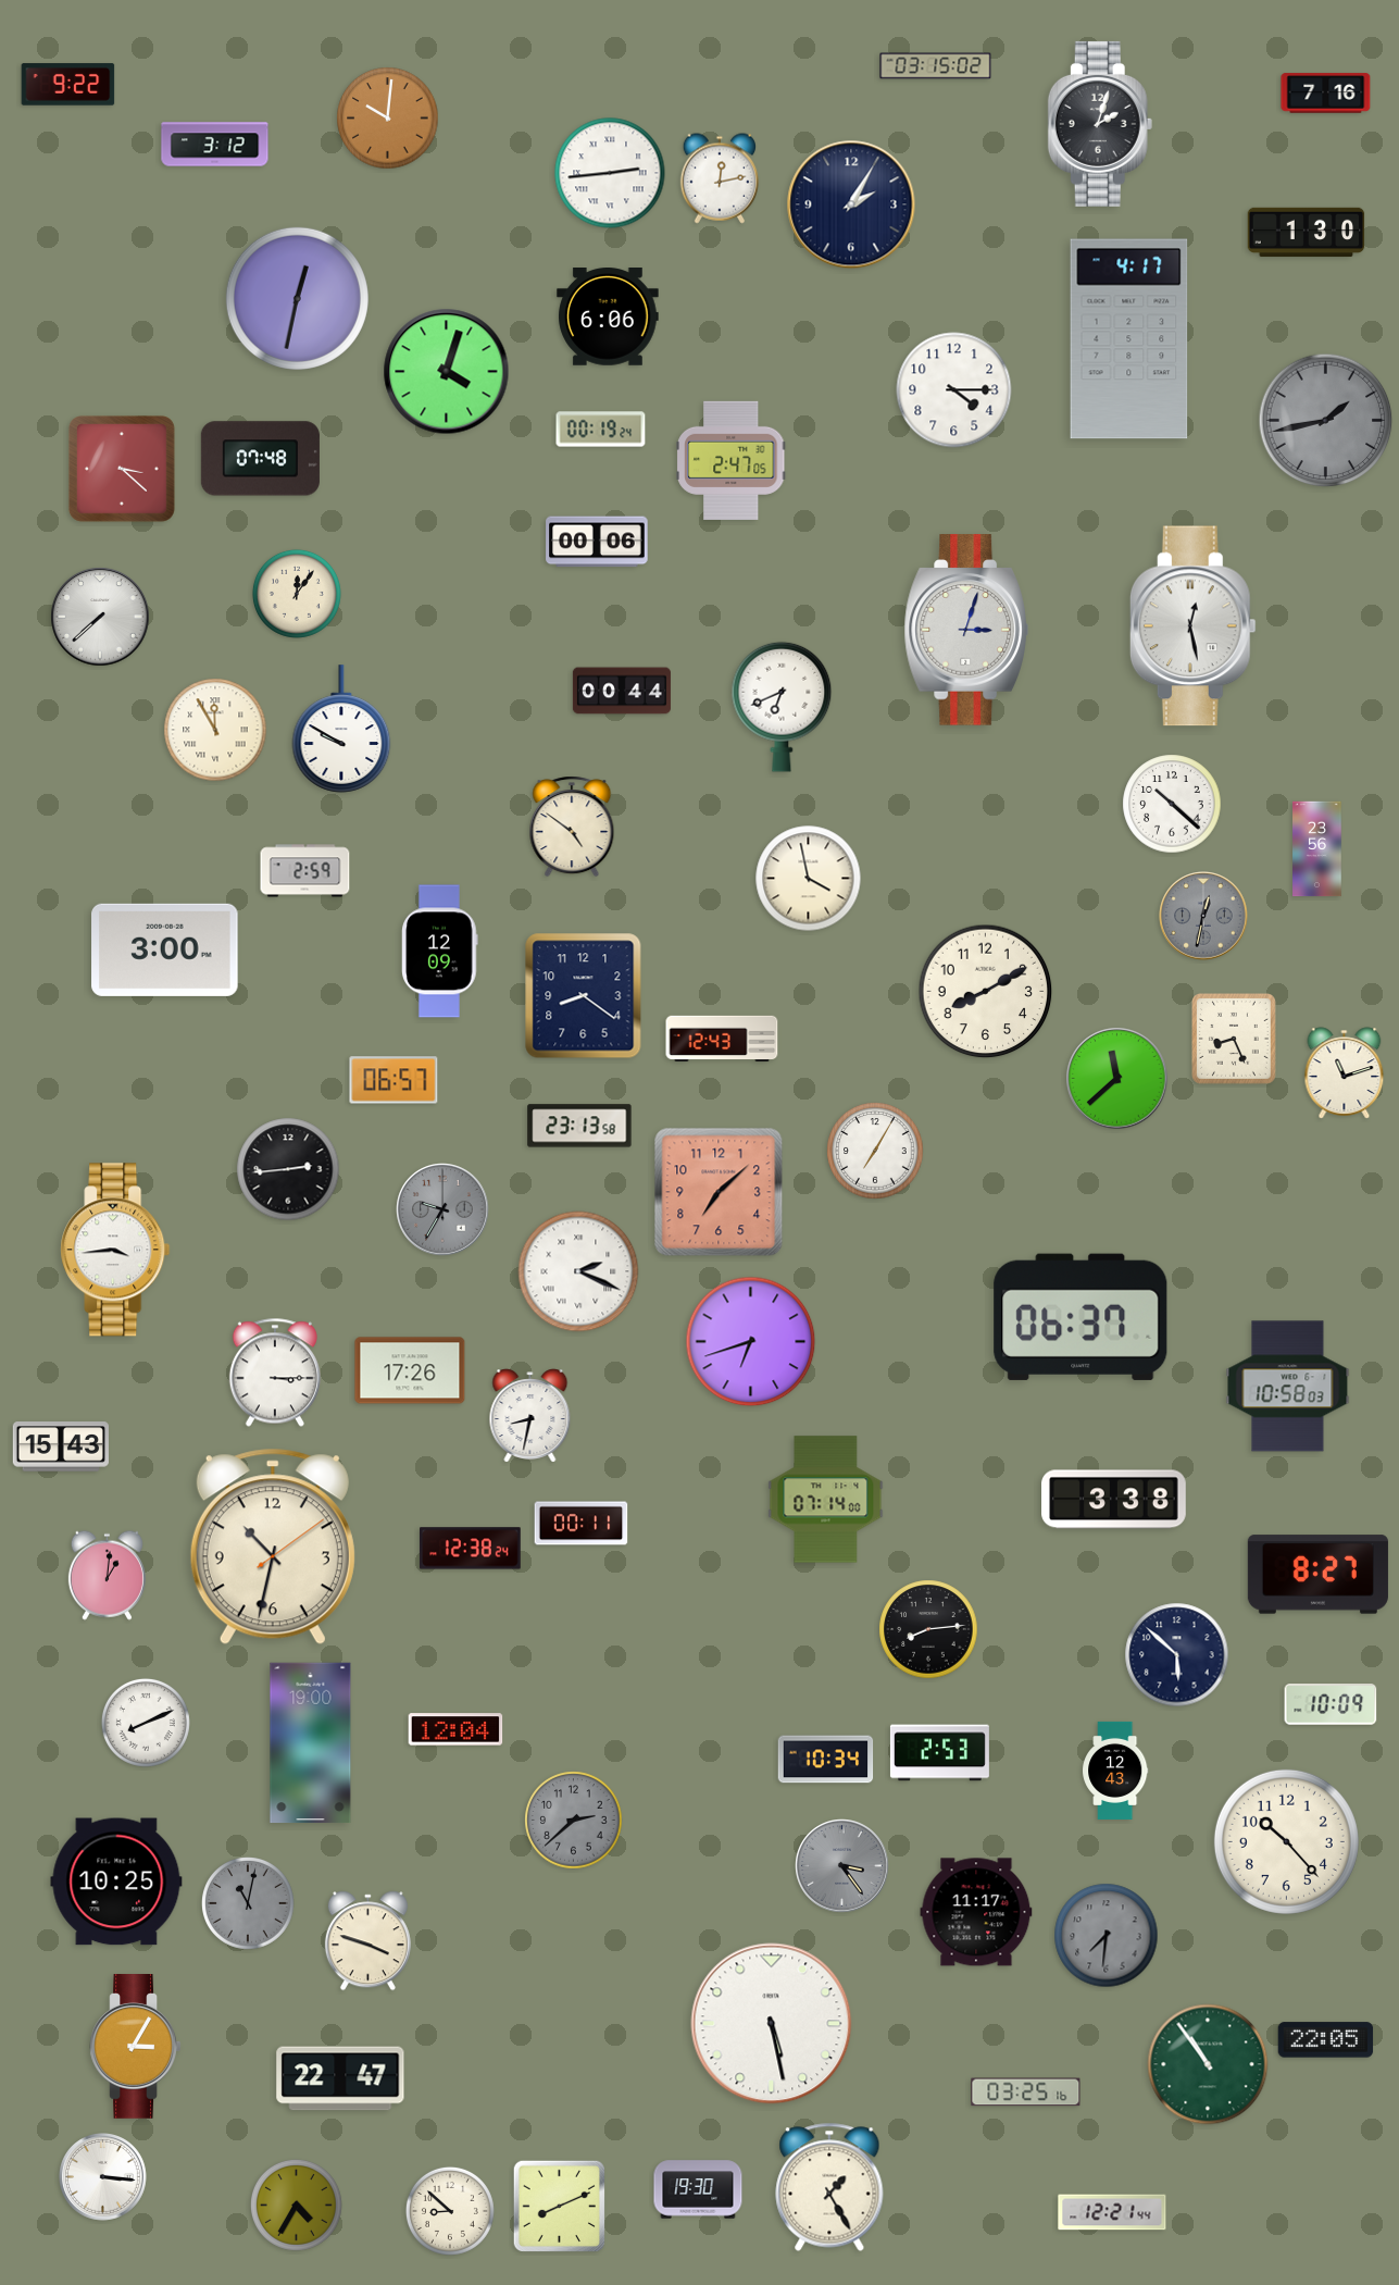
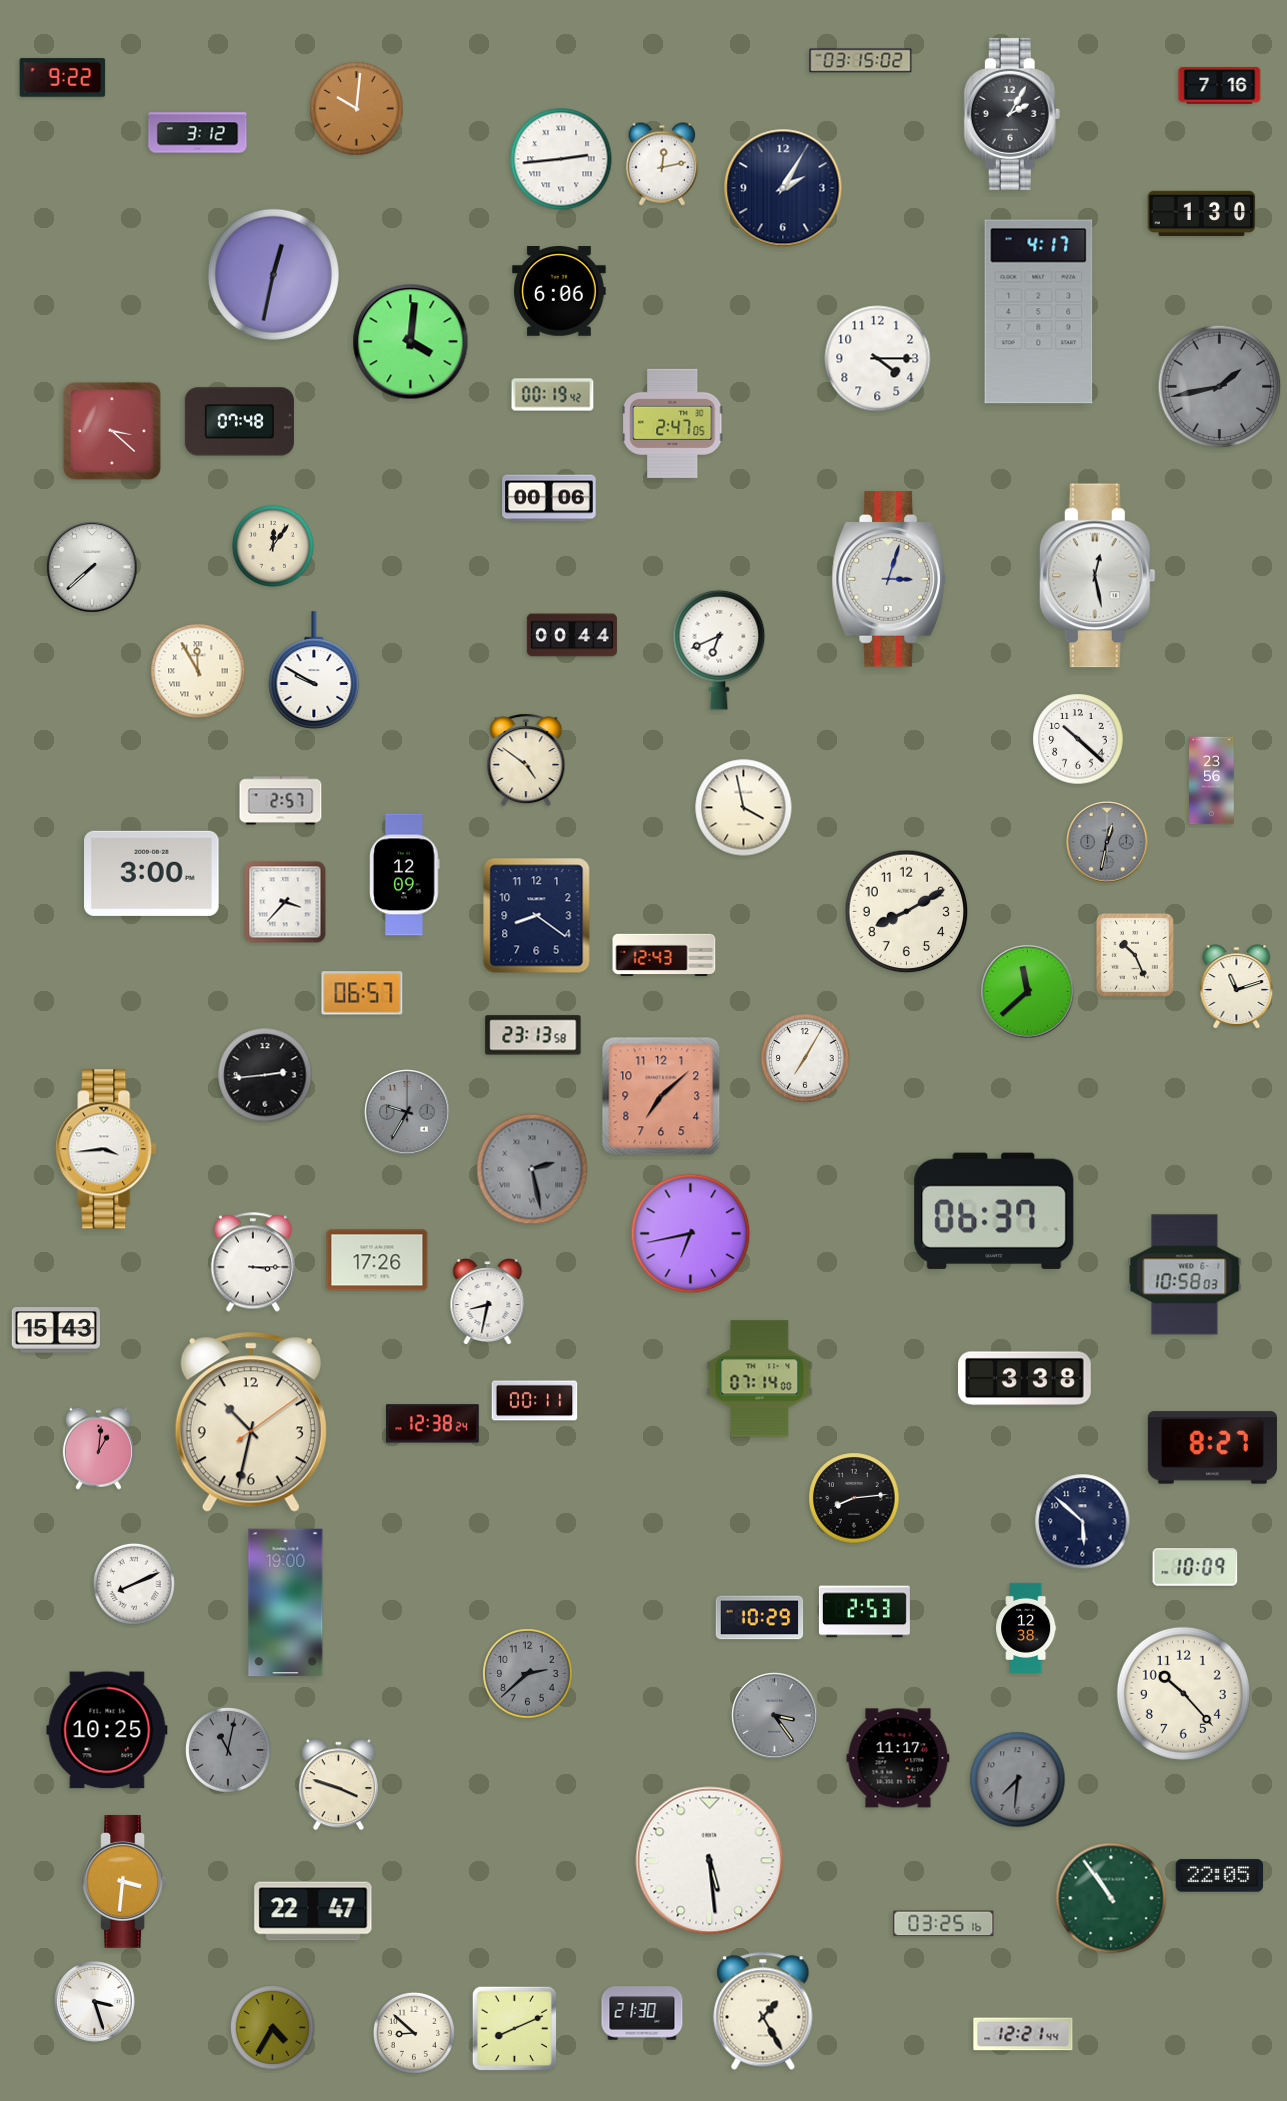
clock at (1100, 124): 2:03 -> 2:05
clock at (447, 372): 4:03 -> 4:01
clock at (601, 430): 00:19:24 -> 00:19:42
clock at (305, 871): 2:59 -> 2:57
clock at (285, 902): none -> 3:37
clock at (1234, 1039): 8:26 -> 10:26
clock at (578, 1271): 2:19 -> 2:28
clock at (578, 1271) dial: white -> grey
clock at (751, 1342): 6:42 -> 6:43
clock at (1331, 1704) position: (1331, 1704) -> (1195, 1567)
clock at (455, 1729): 12:04 -> none
clock at (826, 1760): 10:34 -> 10:29
clock at (1116, 1771): 12:43 -> 12:38
clock at (772, 2024): 5:28 -> 5:29
clock at (136, 2047): 3:05 -> 3:31
clock at (103, 2177): 3:16 -> 3:27
clock at (698, 2189): 19:30 -> 21:30
